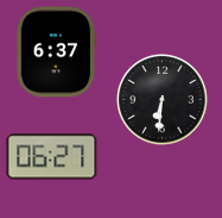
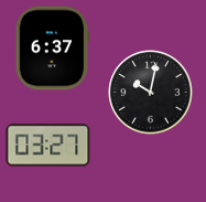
clock at (163, 100): 6:31 -> 10:02
clock at (52, 157): 06:27 -> 03:27
